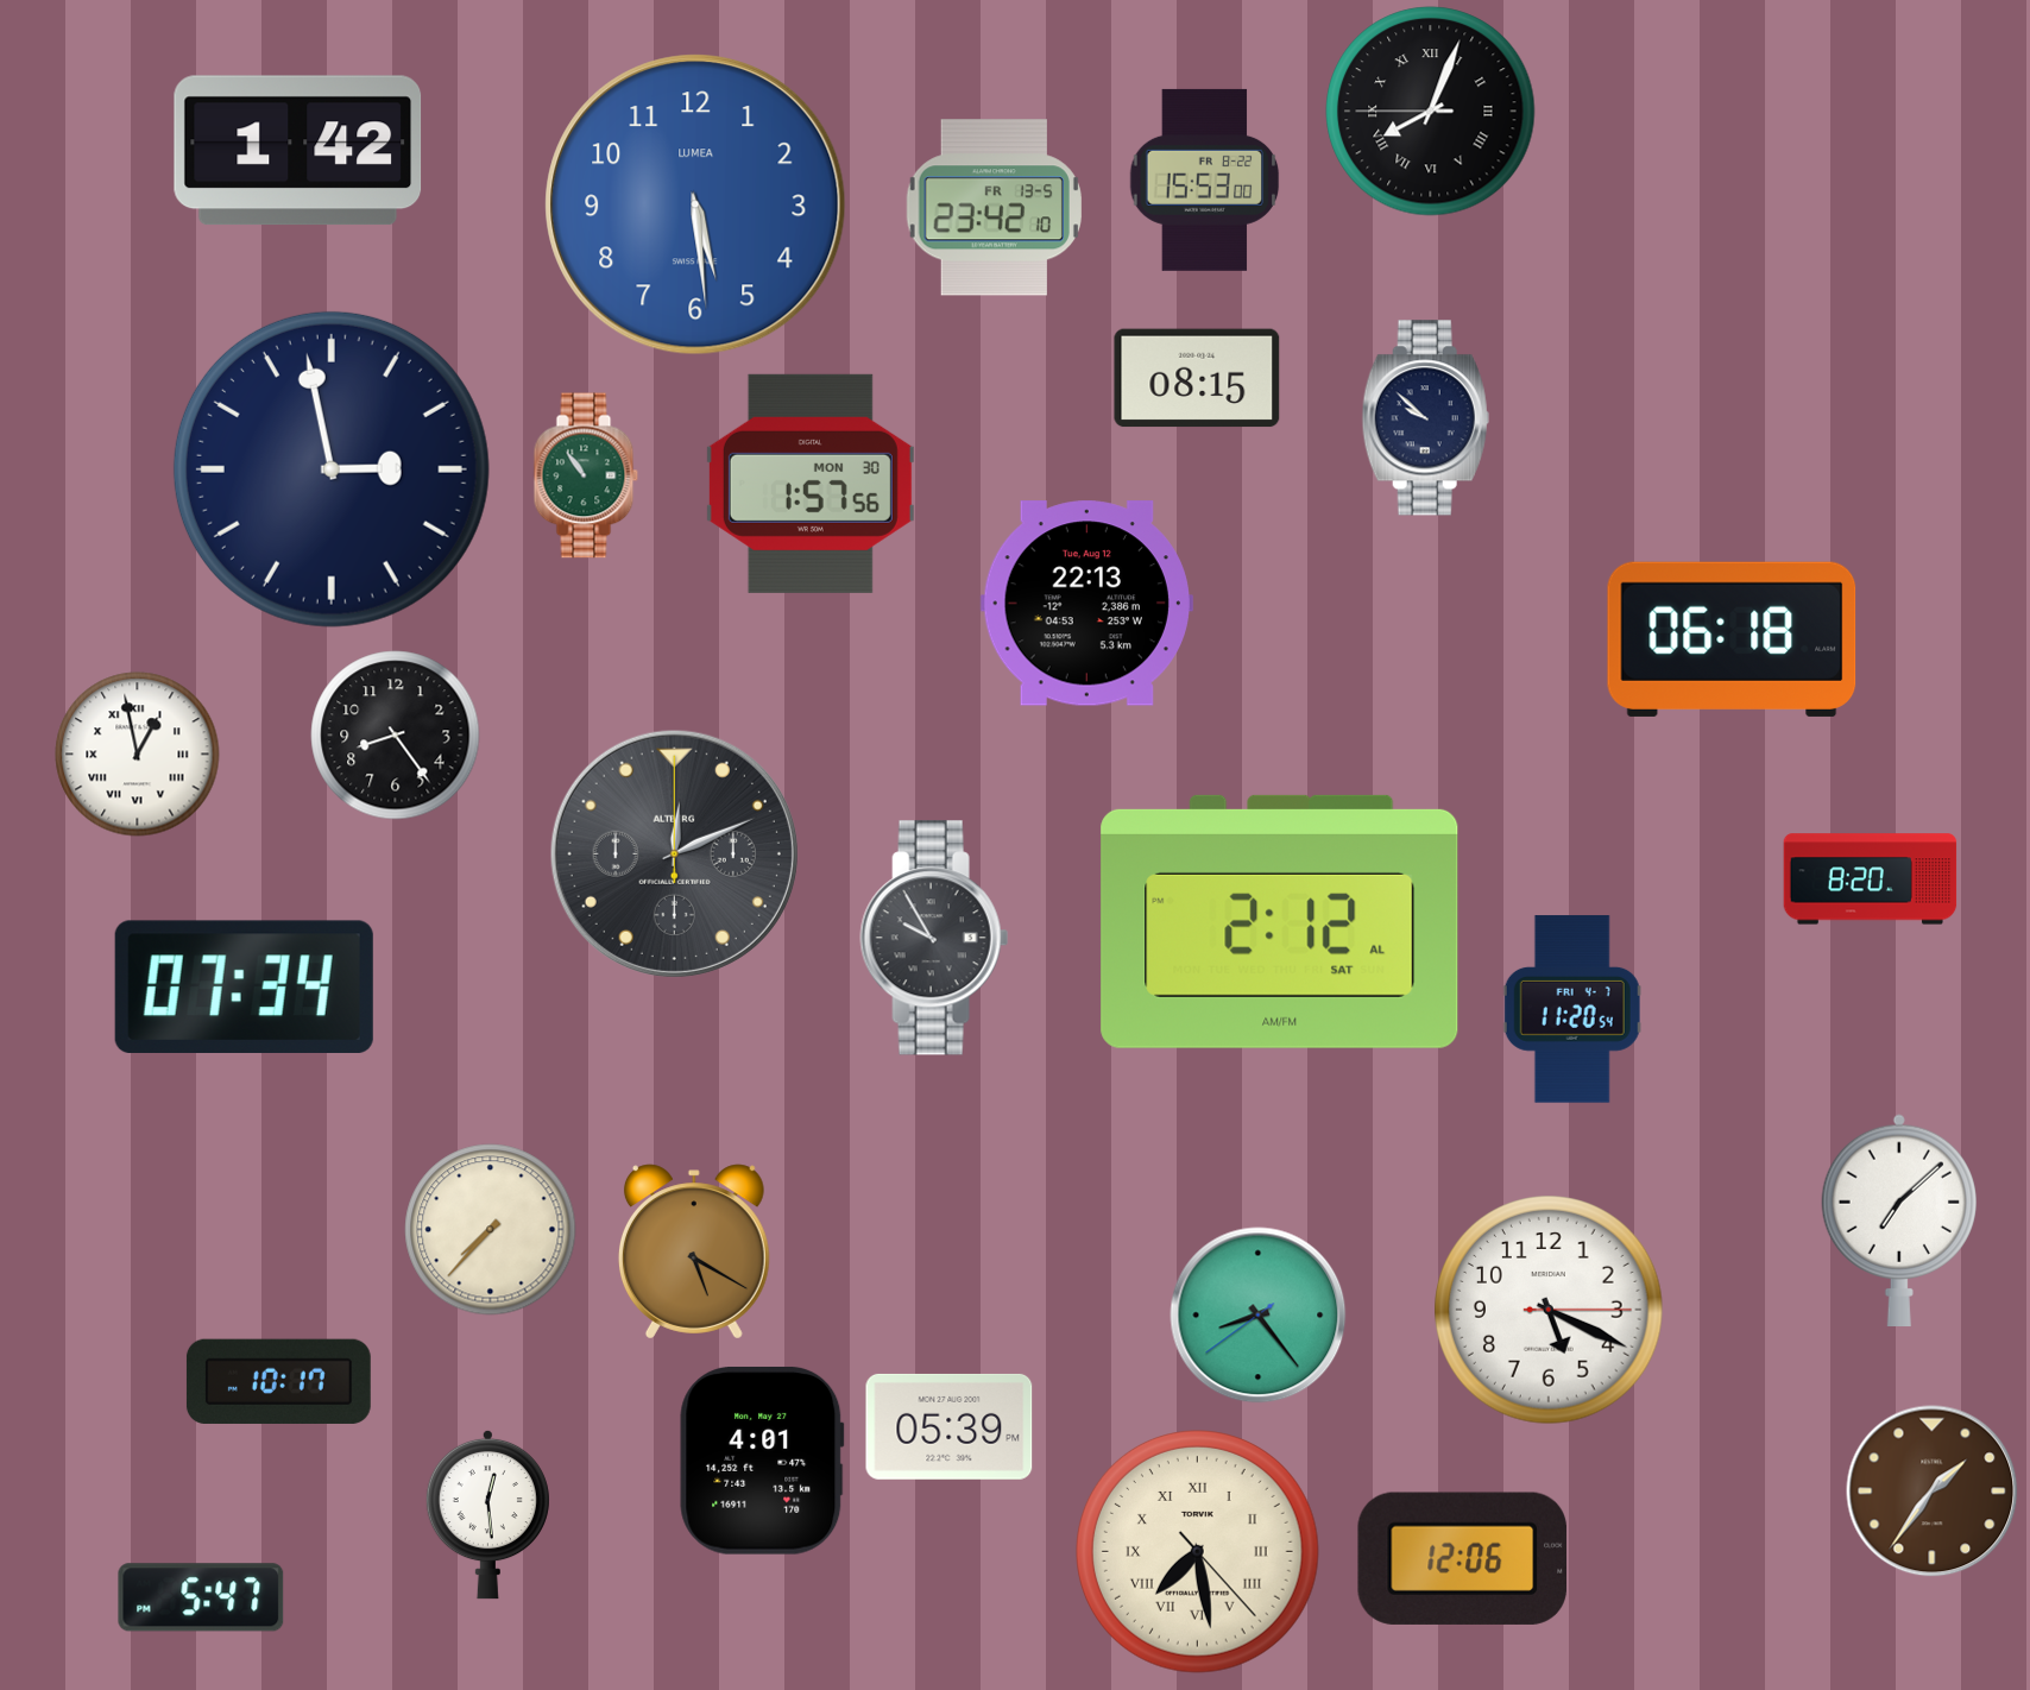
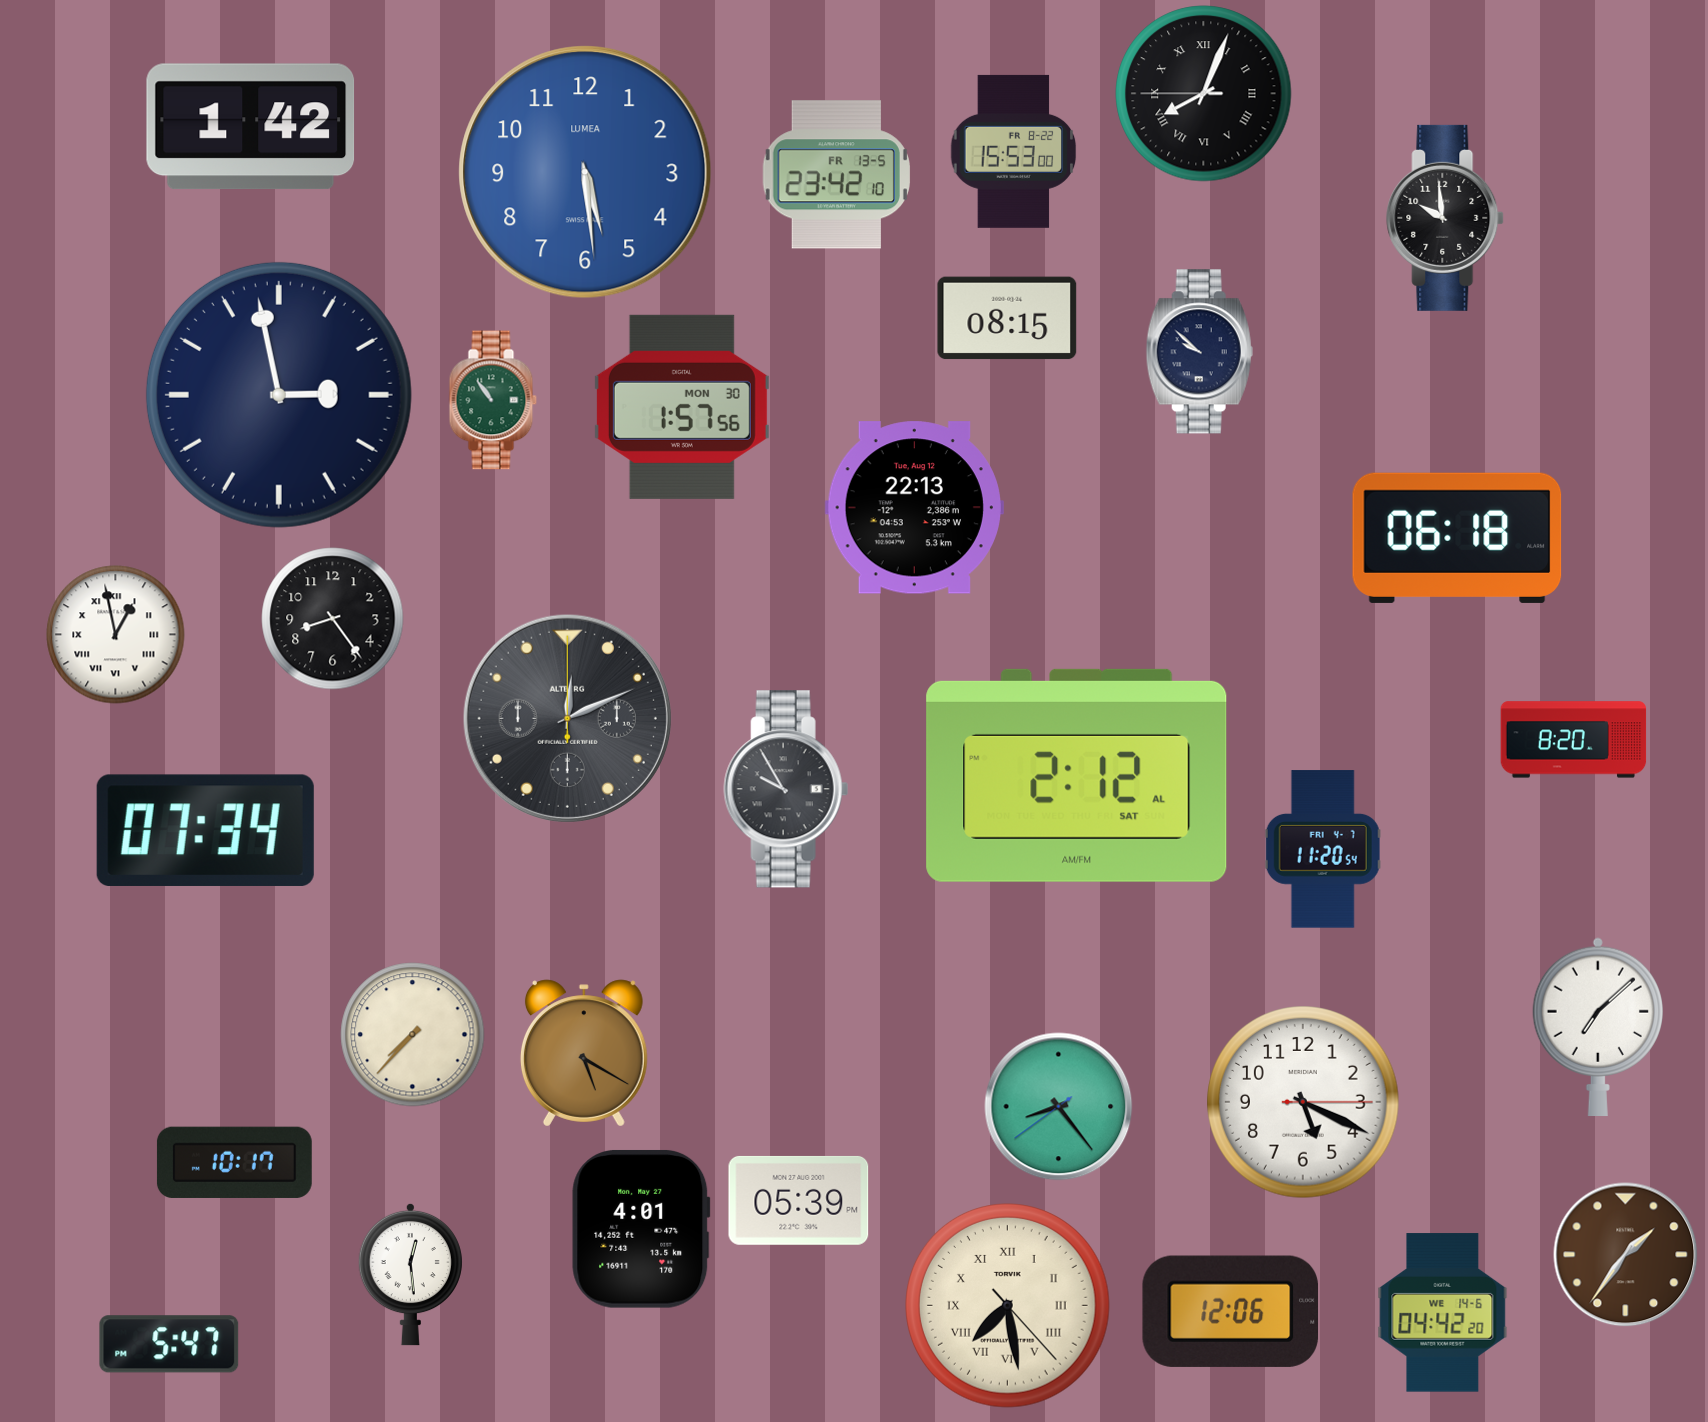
clock at (1446, 218): none -> 9:59
clock at (1443, 1313): none -> 04:42
